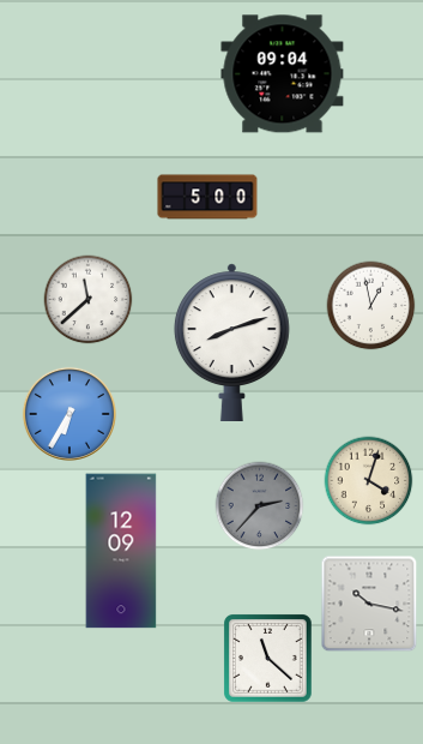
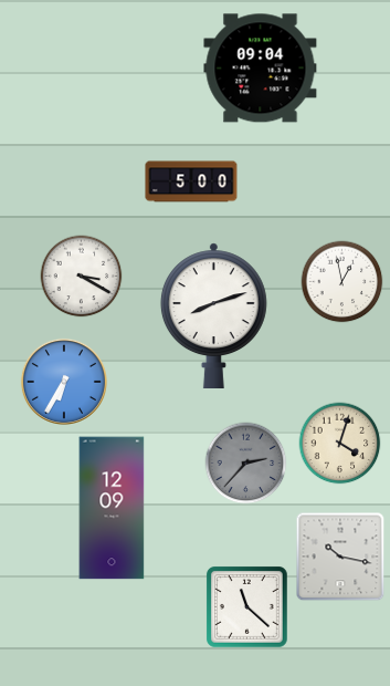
clock at (89, 300): 11:38 -> 3:20
clock at (260, 506) position: (260, 506) -> (246, 464)
